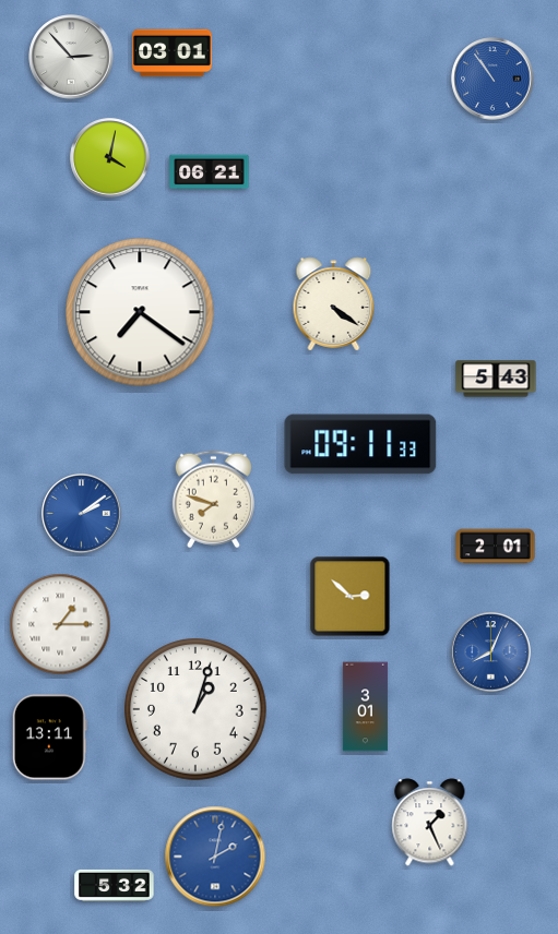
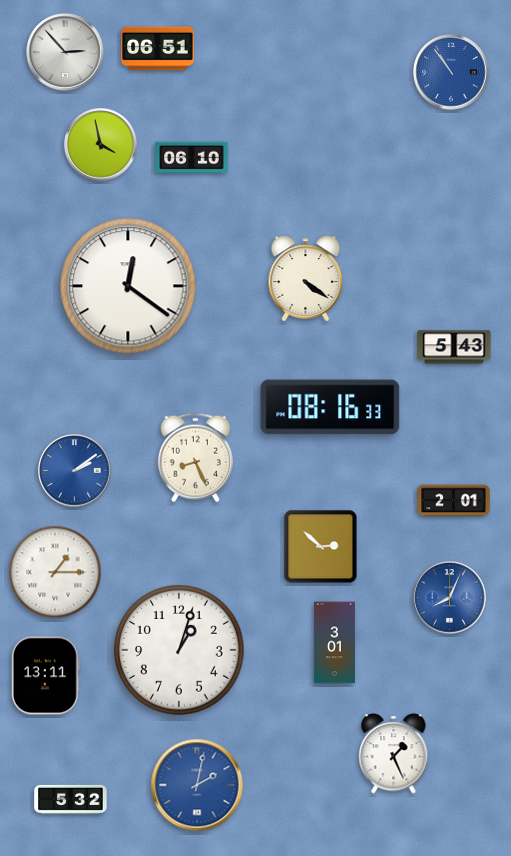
clock at (173, 53): 03:01 -> 06:51
clock at (110, 158): 4:02 -> 3:58
clock at (210, 172): 06:21 -> 06:10
clock at (140, 312): 7:21 -> 12:21
clock at (360, 444): 09:11 -> 08:16
clock at (213, 500): 7:48 -> 8:26
clock at (365, 707) position: (365, 707) -> (334, 643)
clock at (115, 885) position: (115, 885) -> (71, 799)
